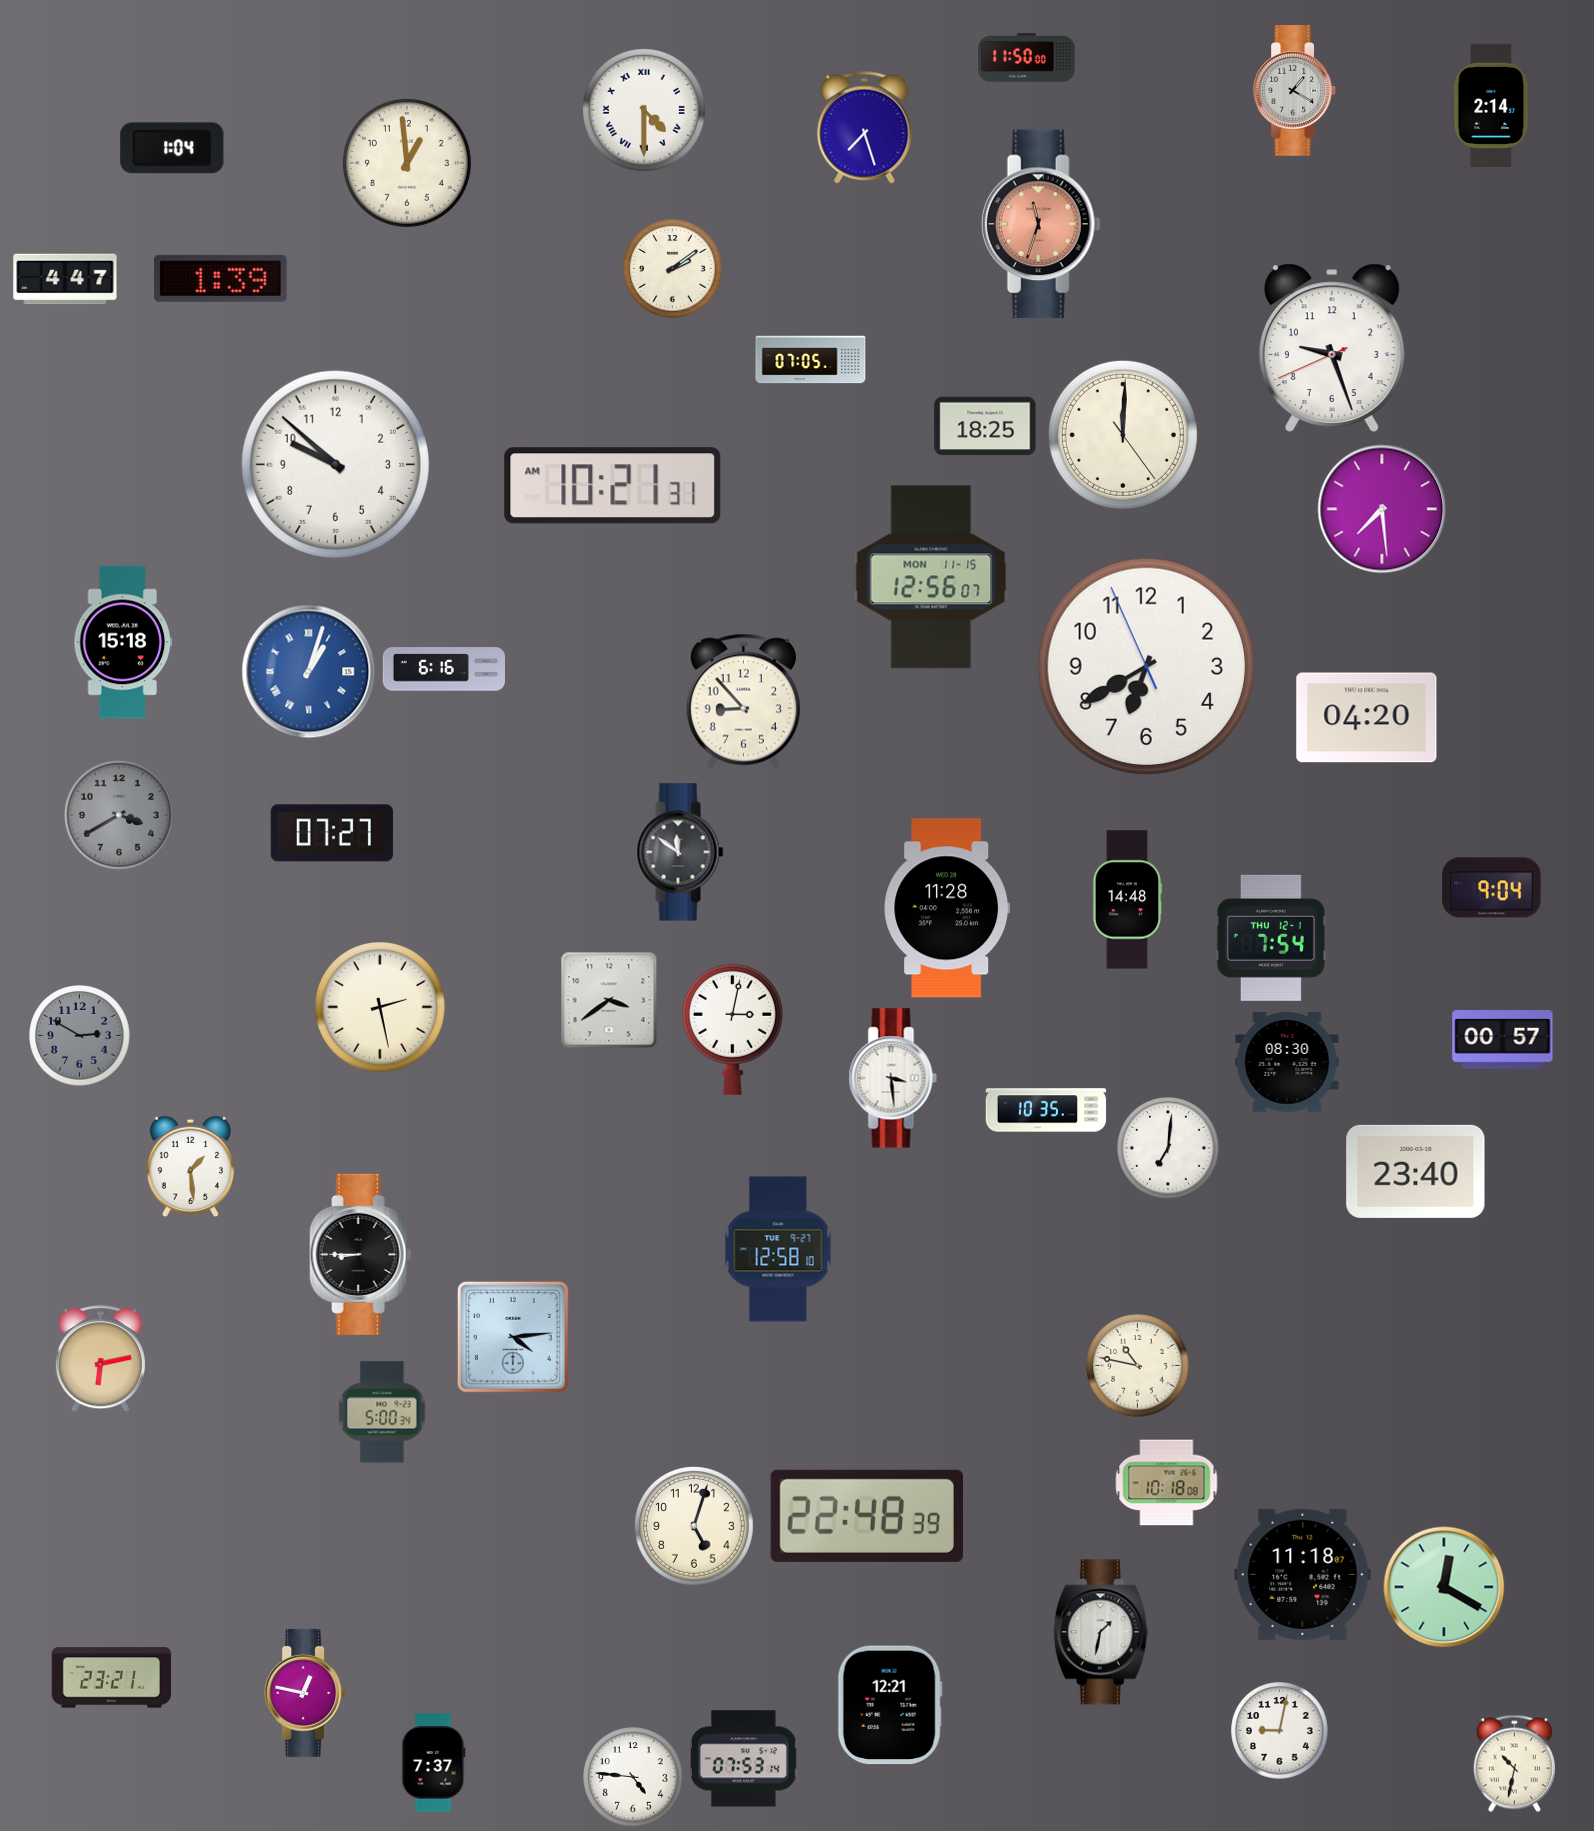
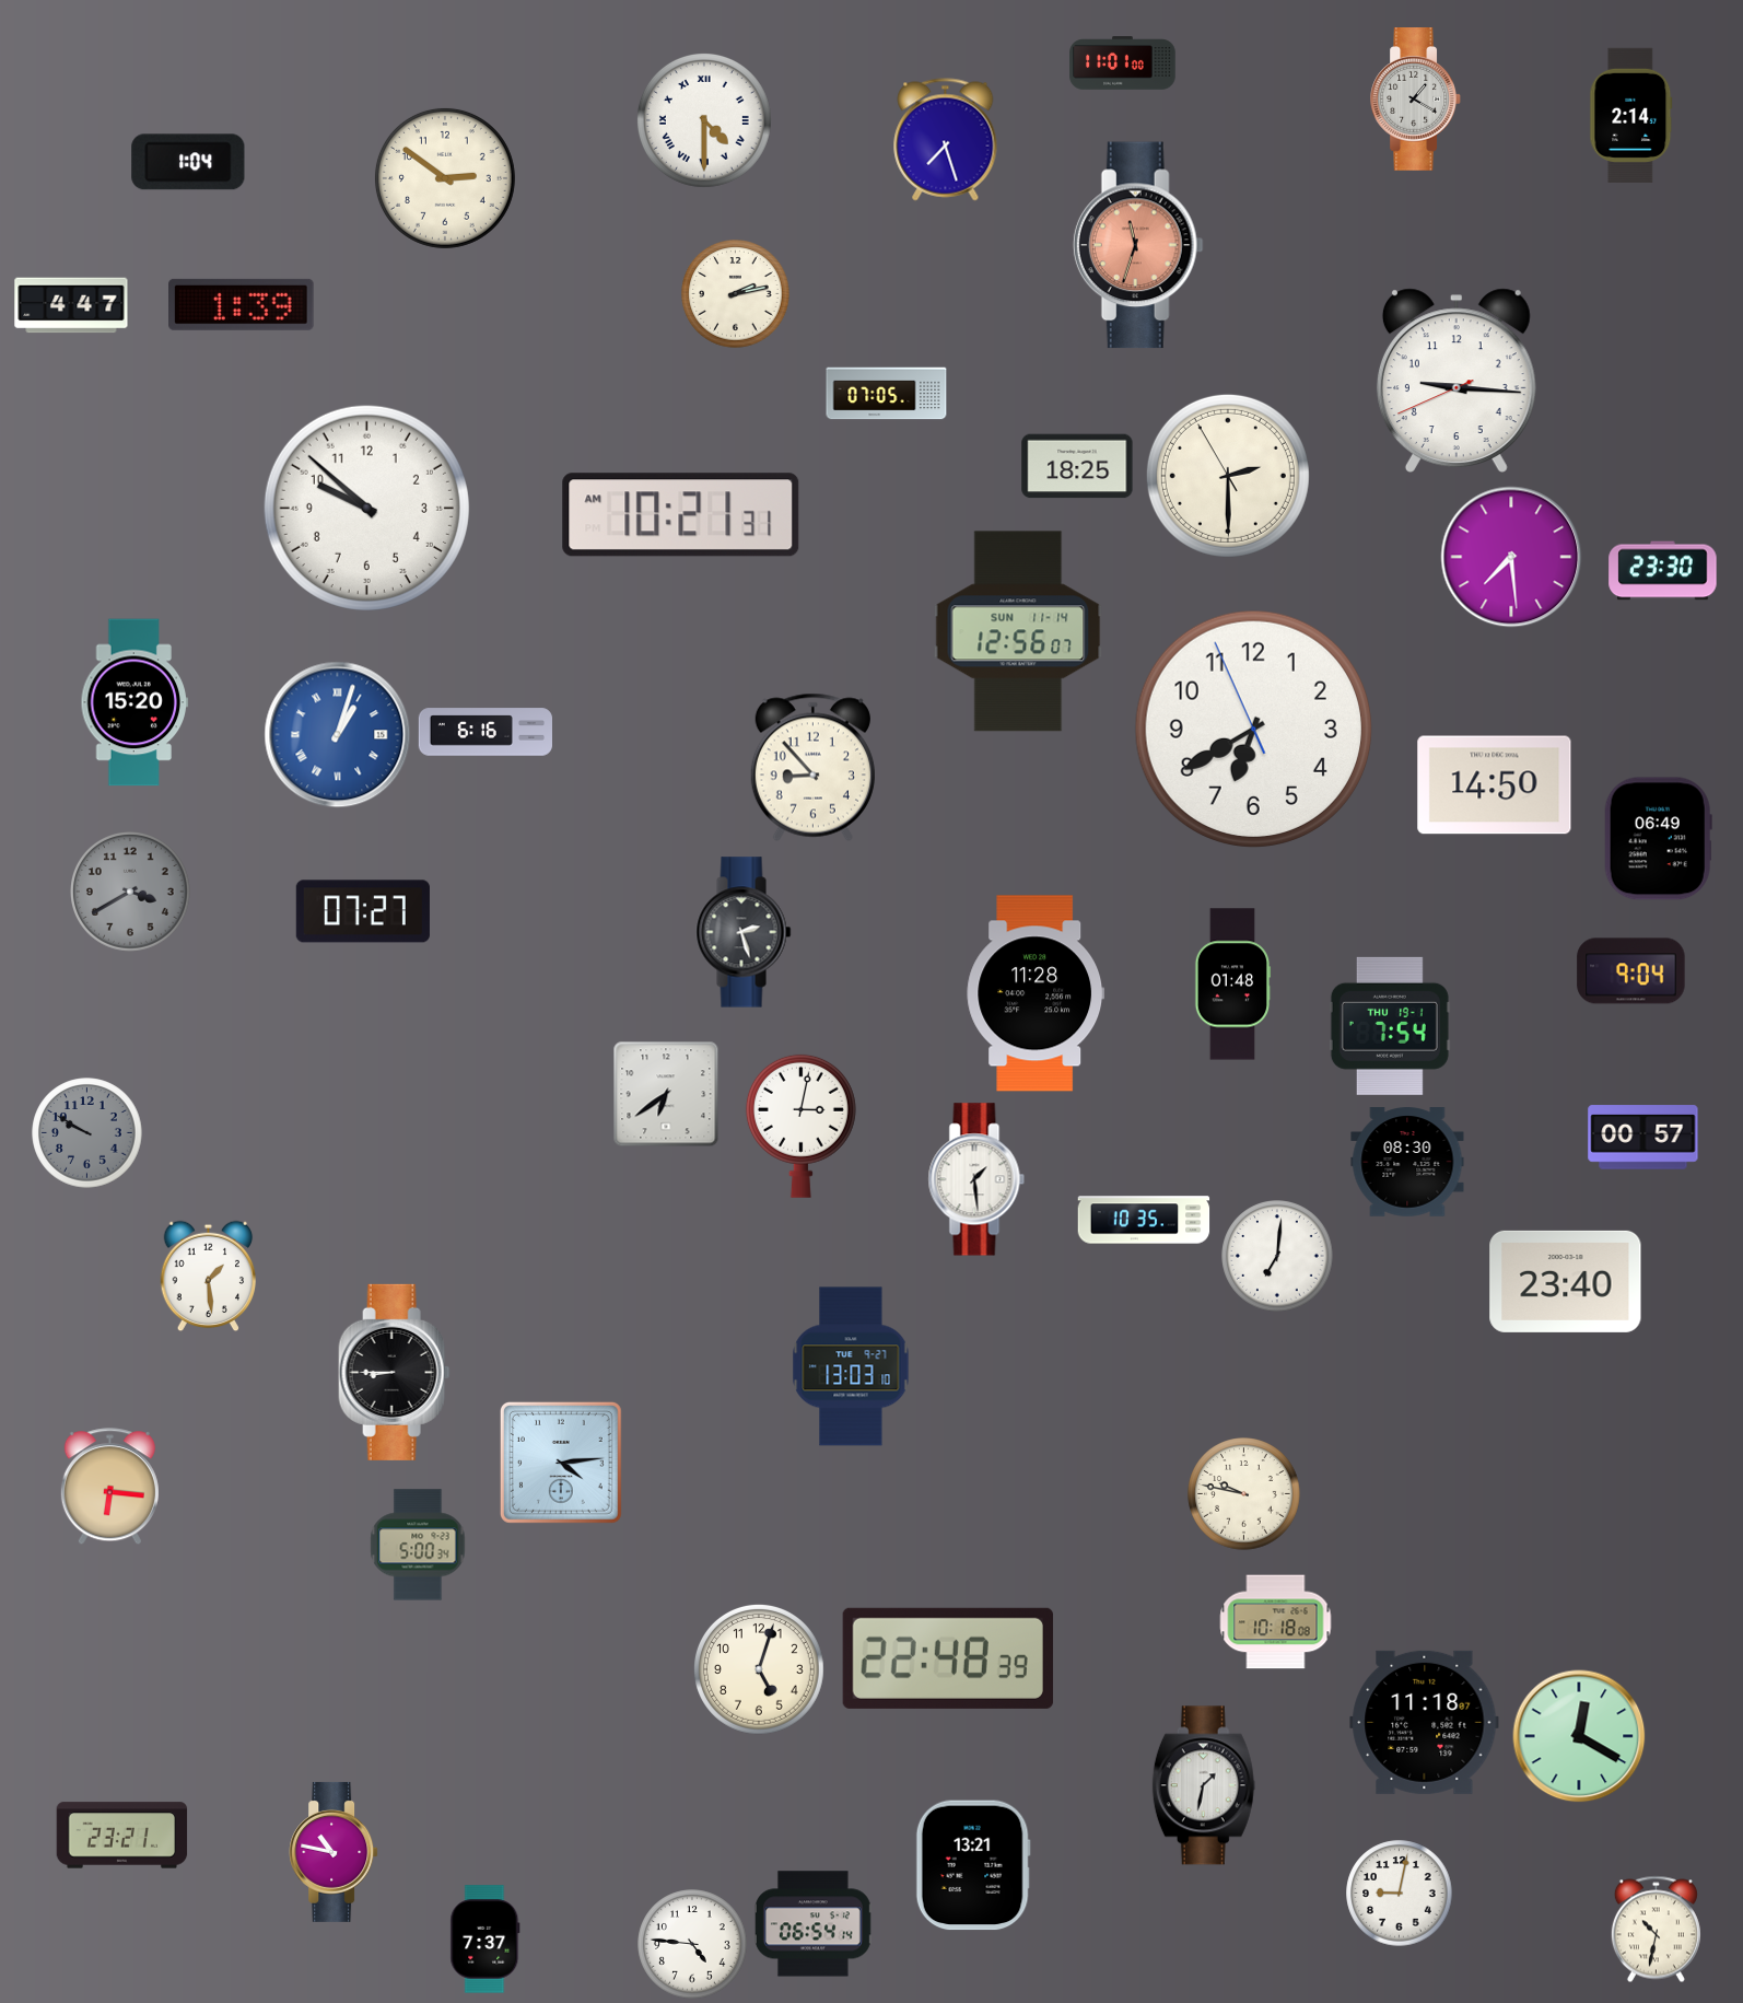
clock at (1027, 58): 11:50 -> 11:01
clock at (407, 163): 12:59 -> 2:51
clock at (673, 269): 2:09 -> 2:13
clock at (1332, 348): 9:26 -> 9:15
clock at (1123, 435): 12:00 -> 2:29
clock at (613, 486) position: (613, 486) -> (681, 515)
clock at (1663, 571): none -> 23:30
clock at (931, 577) date: MON 11-15 -> SUN 11-14
clock at (123, 642): 15:18 -> 15:20
clock at (1367, 718): 04:20 -> 14:50
clock at (1658, 839): none -> 06:49
clock at (680, 852): 11:51 -> 2:27
clock at (1127, 900): 14:48 -> 01:48
clock at (1271, 938) date: THU 12-1 -> THU 19-1
clock at (609, 1000): 3:39 -> 6:39
clock at (380, 1007): 2:28 -> none
clock at (80, 1036): 2:50 -> 9:50
clock at (893, 1078): 3:29 -> 1:29
clock at (1046, 1110) position: (1046, 1110) -> (1144, 1220)
clock at (1416, 1171) position: (1416, 1171) -> (1566, 1281)
clock at (778, 1249): 12:58 -> 13:03
clock at (100, 1359): 6:13 -> 6:16
clock at (1138, 1366): 10:47 -> 9:47
clock at (305, 1693): 12:47 -> 10:47
clock at (890, 1705): 12:21 -> 13:21
clock at (743, 1759): 07:53 -> 06:54
clock at (434, 1763) position: (434, 1763) -> (486, 1940)
